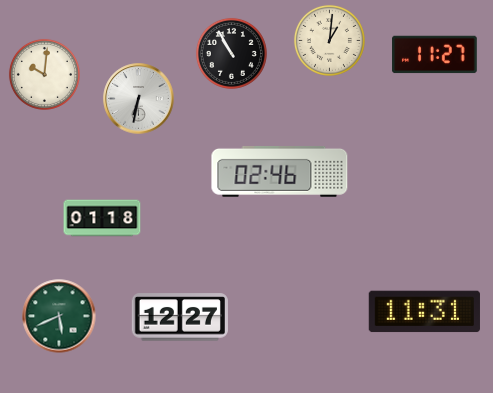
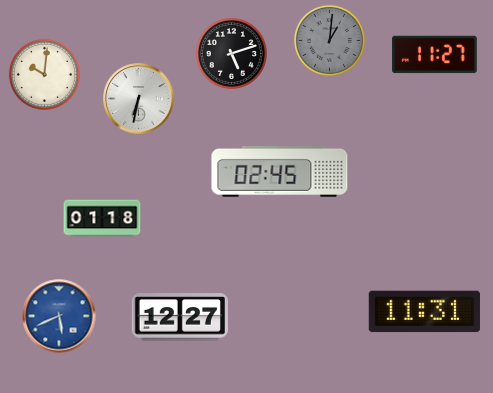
clock at (329, 40) dial: cream -> grey
clock at (231, 53): 10:55 -> 5:12
clock at (280, 171): 02:46 -> 02:45
clock at (59, 316) dial: green -> blue
